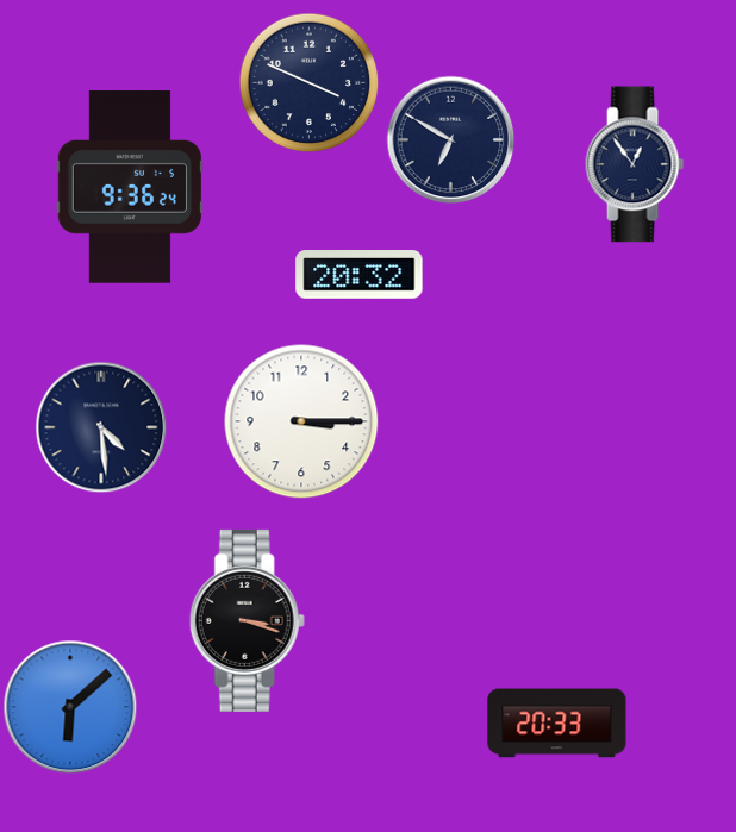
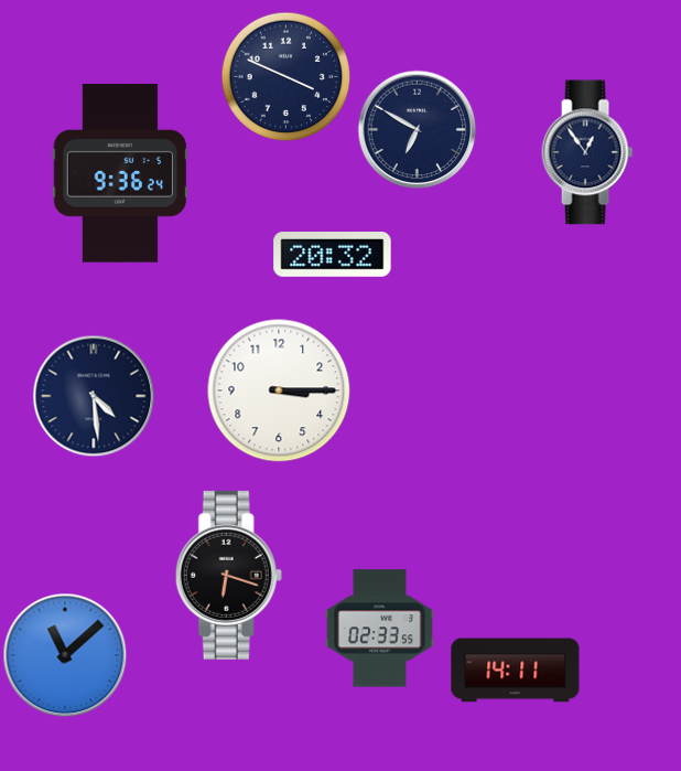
clock at (247, 620): 3:18 -> 6:18
clock at (379, 629): none -> 02:33
clock at (70, 707): 6:08 -> 11:08
clock at (557, 724): 20:33 -> 14:11
